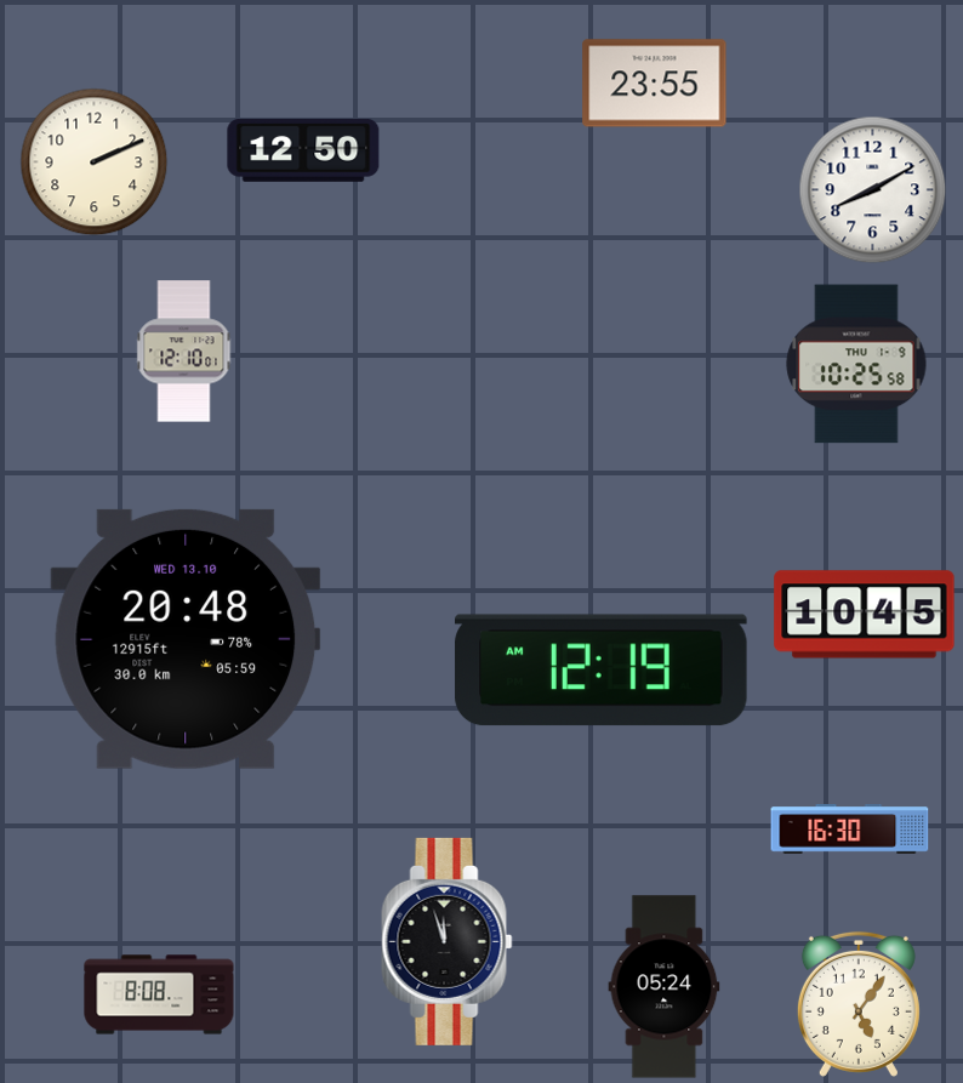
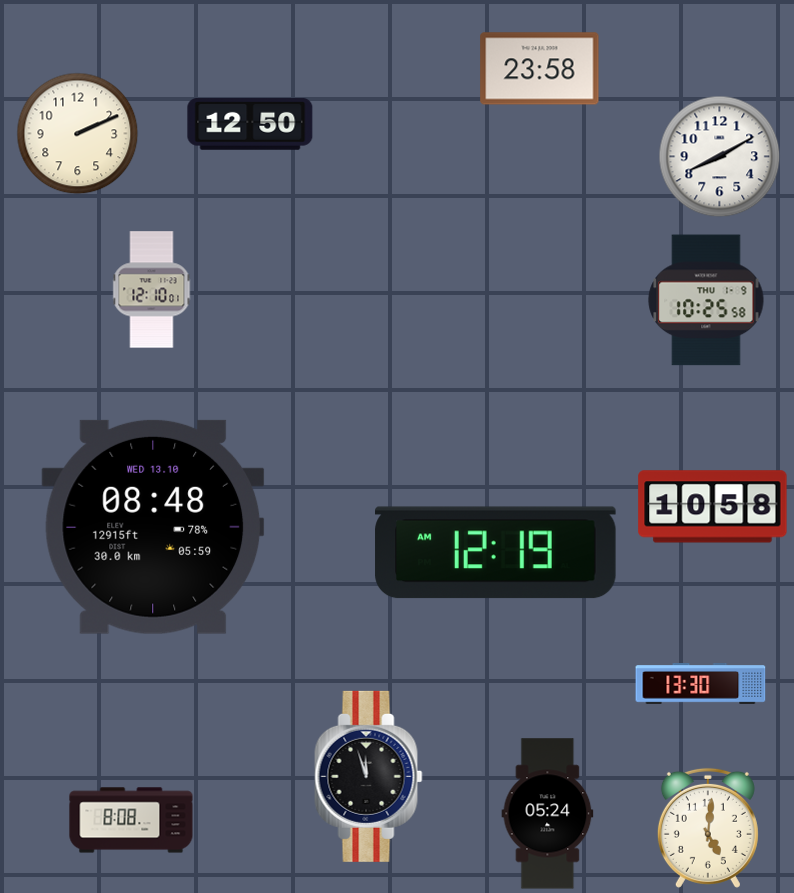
clock at (655, 84): 23:55 -> 23:58
clock at (865, 615): 10:45 -> 10:58
clock at (186, 639): 20:48 -> 08:48
clock at (850, 830): 16:30 -> 13:30
clock at (859, 1004): 5:06 -> 5:01
